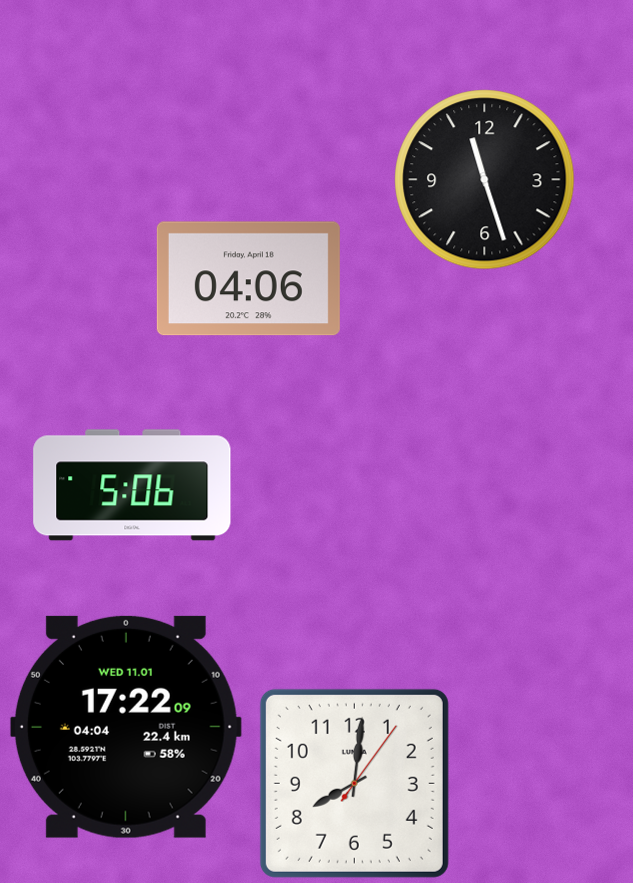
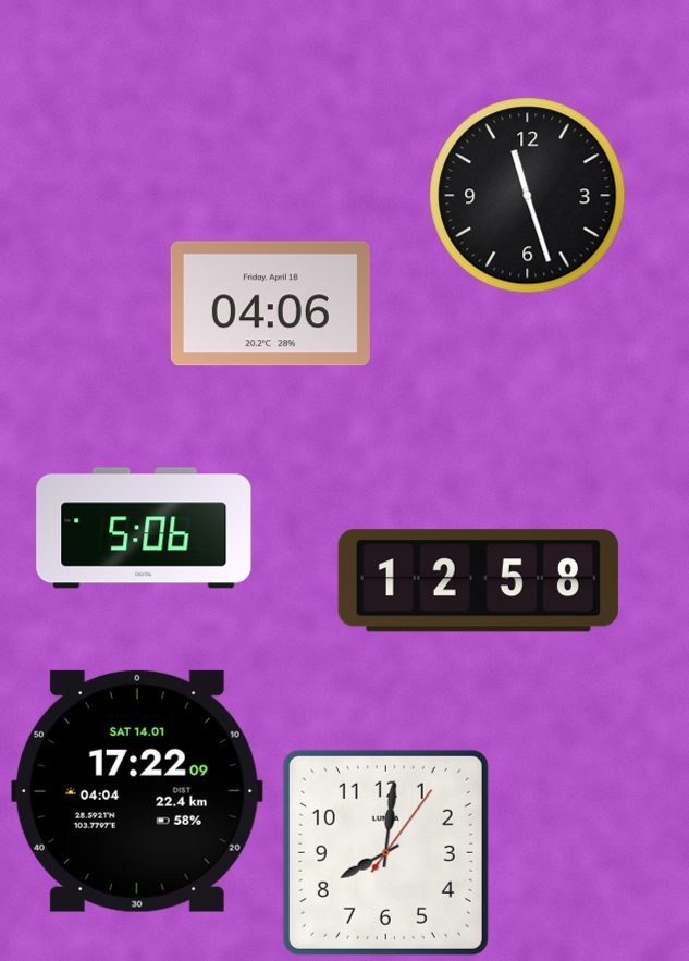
clock at (478, 581): none -> 12:58
clock at (126, 727) date: WED 11.01 -> SAT 14.01
